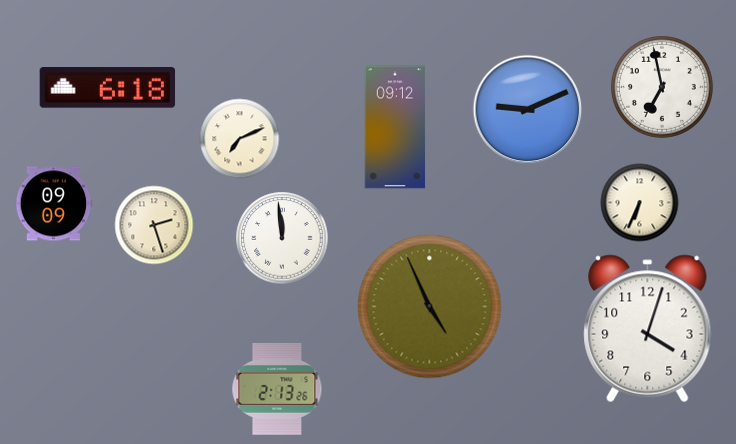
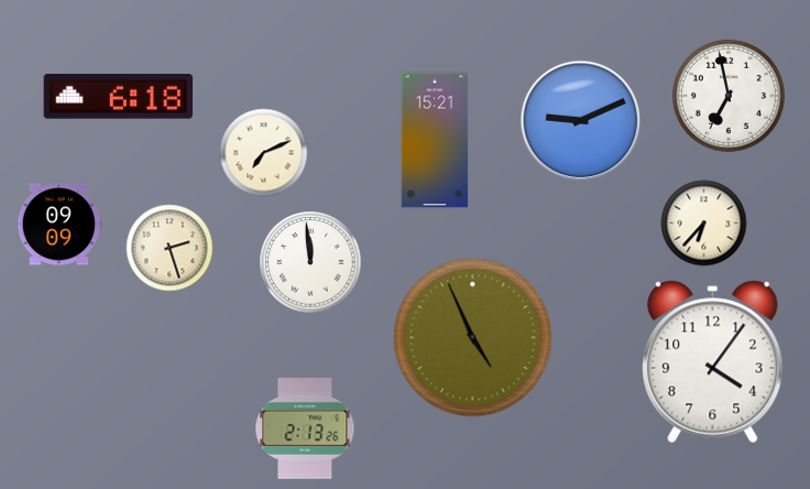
clock at (395, 127): 09:12 -> 15:21
clock at (639, 202): 6:34 -> 6:37
clock at (648, 329): 4:03 -> 4:06
